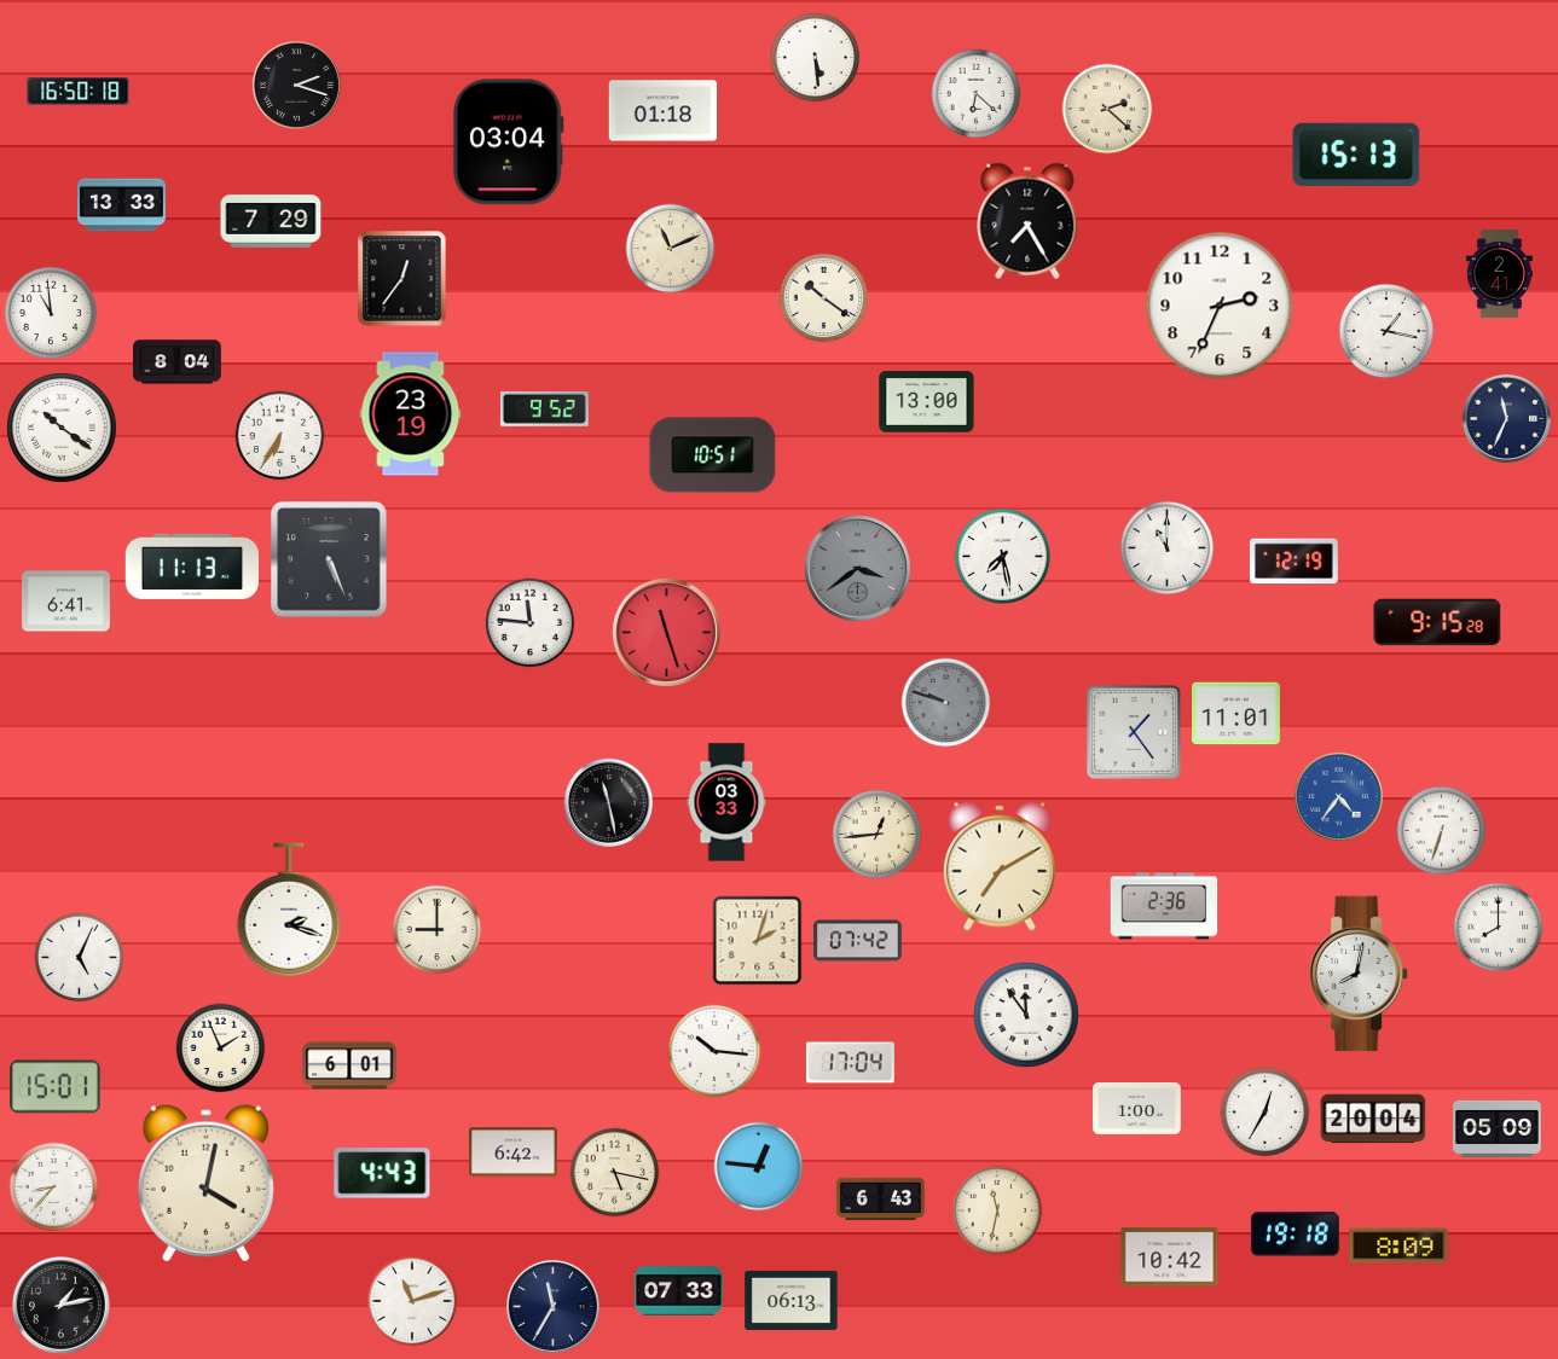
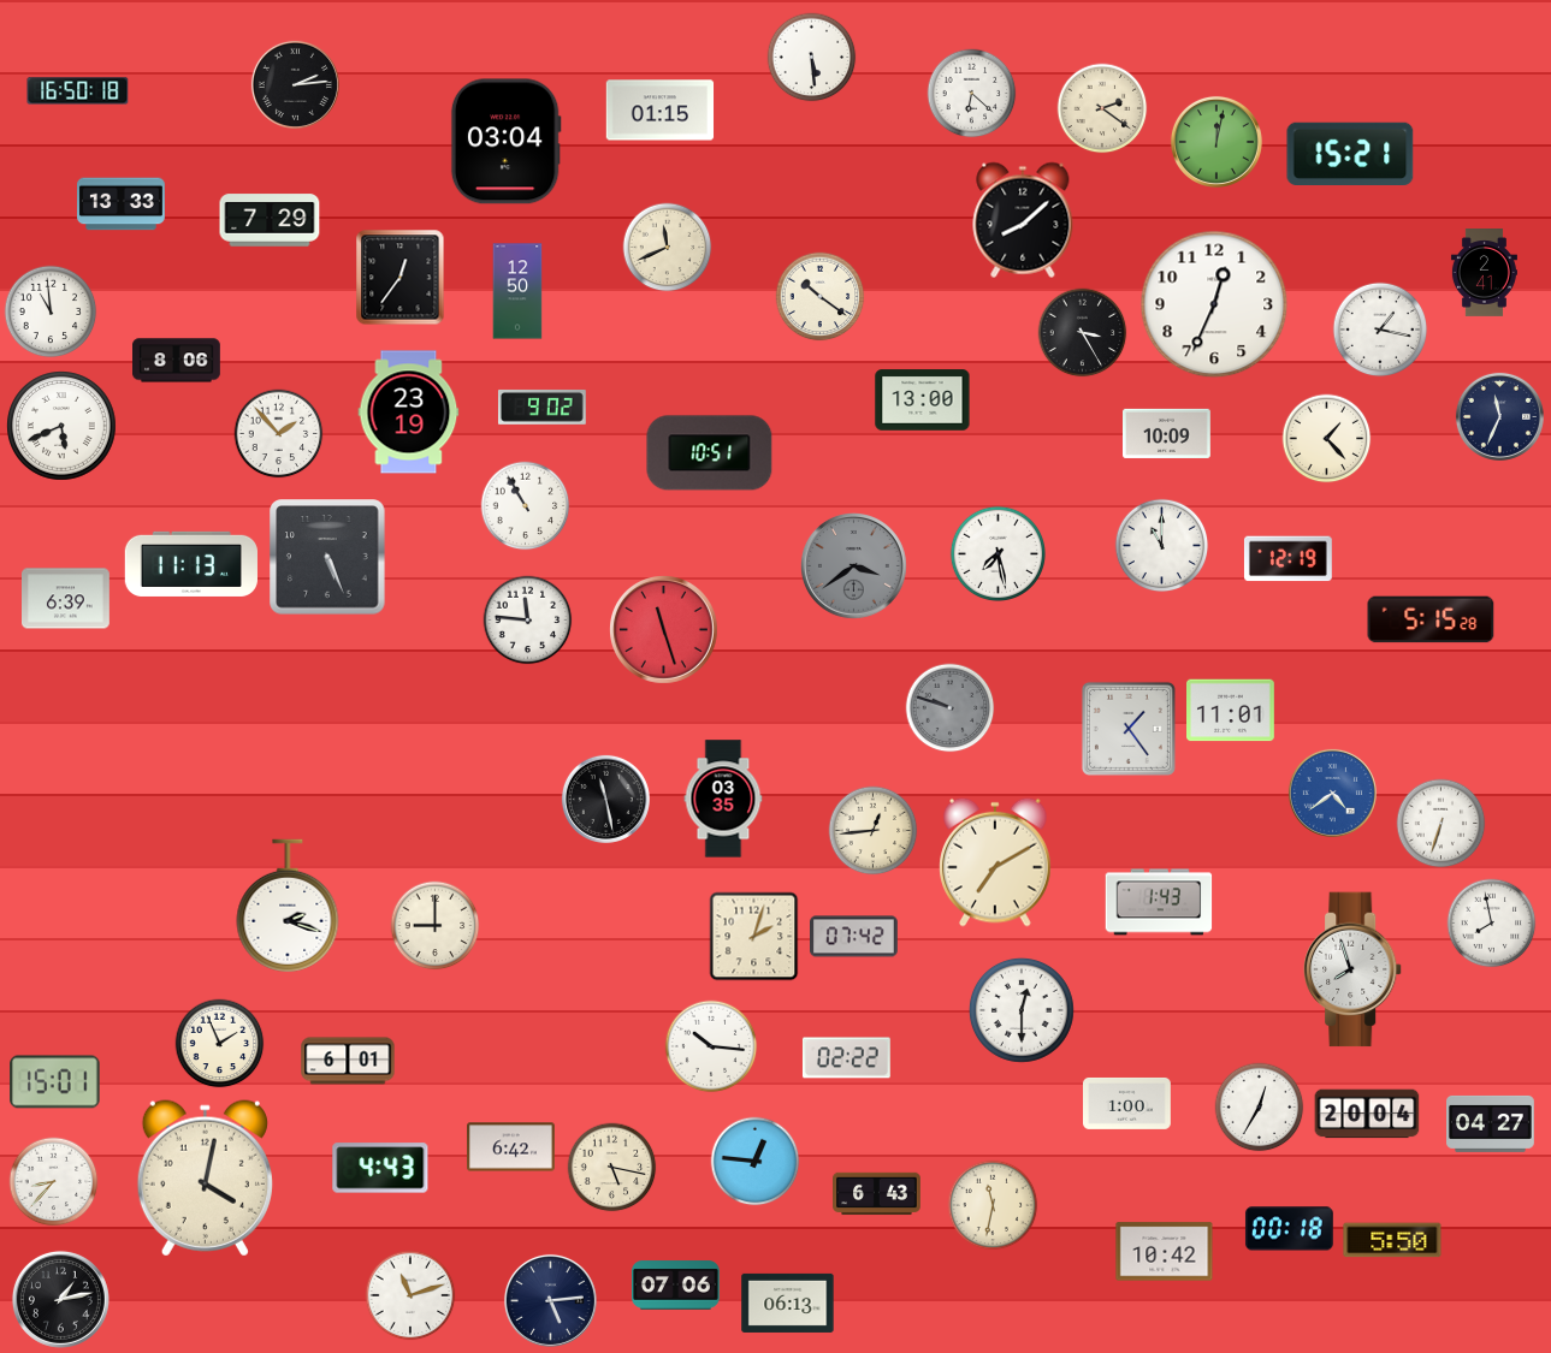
clock at (296, 85): 2:18 -> 2:14
clock at (1107, 109): 2:22 -> 2:21
clock at (664, 111): 01:18 -> 01:15
clock at (1216, 142): none -> 12:02
clock at (1356, 153): 15:13 -> 15:21
clock at (1027, 221): 7:25 -> 8:08
clock at (671, 249): 11:11 -> 11:41
clock at (1499, 274) position: (1499, 274) -> (1484, 273)
clock at (517, 291): none -> 12:50
clock at (1220, 306): 2:34 -> 12:34
clock at (1083, 333): none -> 3:25
clock at (178, 362): 8:04 -> 8:06
clock at (544, 408): 9:52 -> 9:02
clock at (62, 428): 10:21 -> 5:41
clock at (1167, 433): none -> 10:09
clock at (280, 436): 6:35 -> 1:53
clock at (1327, 439): none -> 1:23
clock at (526, 506): none -> 10:55
clock at (66, 602): 6:41 -> 6:39
clock at (1437, 622): 9:15 -> 5:15
clock at (946, 703) position: (946, 703) -> (951, 708)
clock at (1338, 796): 4:36 -> 4:39
clock at (726, 802): 03:33 -> 03:35
clock at (1442, 831) position: (1442, 831) -> (1442, 824)
clock at (1164, 906): 2:36 -> 1:43
clock at (1499, 928): 8:00 -> 7:58
clock at (80, 958): 5:04 -> none
clock at (1360, 974): 8:02 -> 7:57
clock at (1026, 1015): 11:54 -> 12:30
clock at (850, 1063): 17:04 -> 02:22
clock at (1137, 1108) position: (1137, 1108) -> (1127, 1103)
clock at (1498, 1128): 05:09 -> 04:27
clock at (1295, 1235): 19:18 -> 00:18
clock at (1398, 1245): 8:09 -> 5:50
clock at (679, 1291): 07:33 -> 07:06
clock at (792, 1300) position: (792, 1300) -> (788, 1302)
clock at (552, 1306): 11:35 -> 5:14
